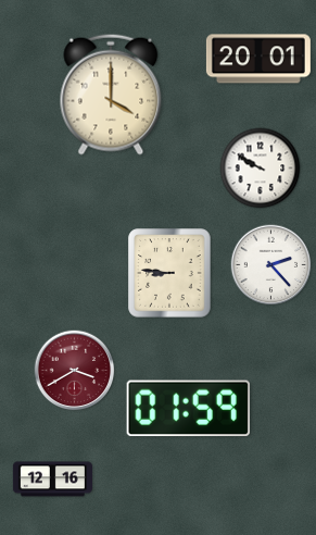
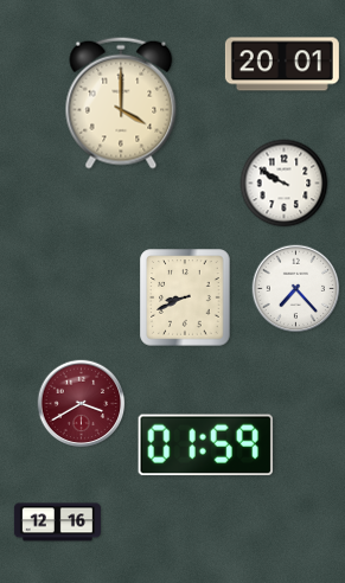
clock at (271, 265): 2:23 -> 7:23
clock at (169, 273): 8:46 -> 8:41
